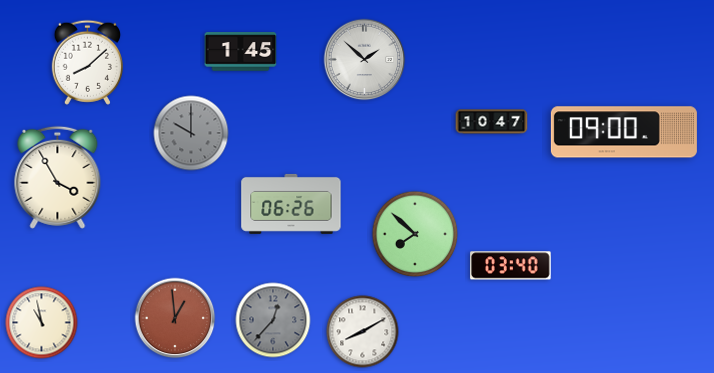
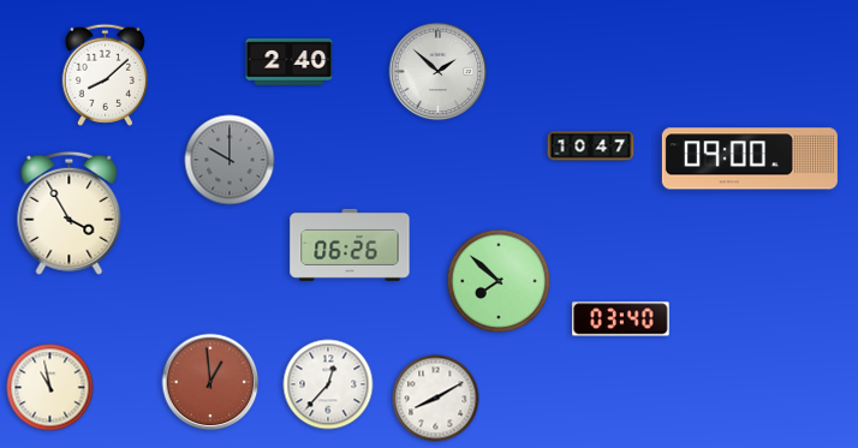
clock at (241, 52): 1:45 -> 2:40
clock at (511, 266) position: (511, 266) -> (621, 319)
clock at (273, 320) dial: grey -> white
